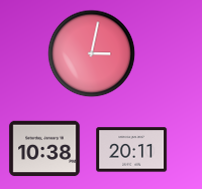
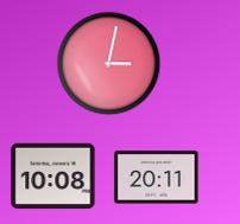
clock at (45, 149): 10:38 -> 10:08
